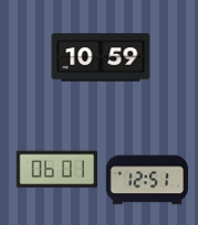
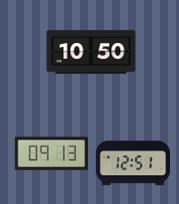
clock at (101, 57): 10:59 -> 10:50
clock at (56, 170): 06:01 -> 09:13
